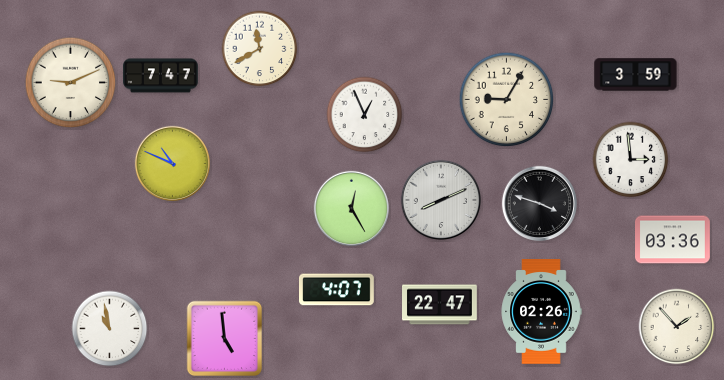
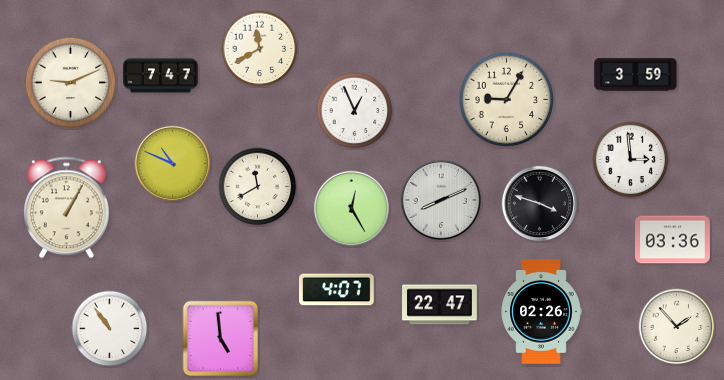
clock at (365, 115) position: (365, 115) -> (355, 111)
clock at (258, 187): none -> 11:40
clock at (67, 208): none -> 1:05
clock at (110, 329): 10:58 -> 10:54
clock at (225, 339) position: (225, 339) -> (221, 339)
